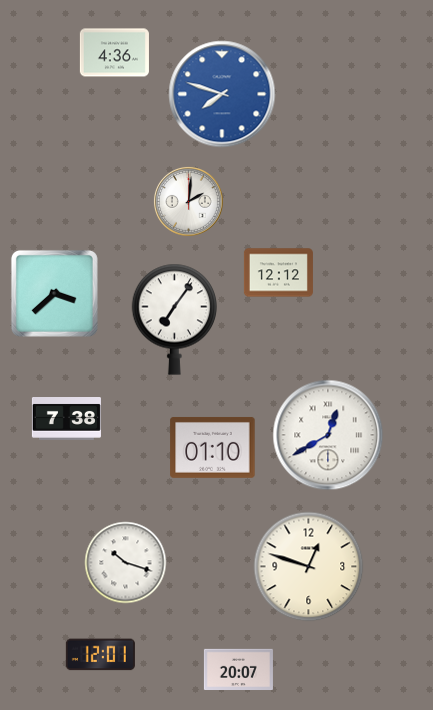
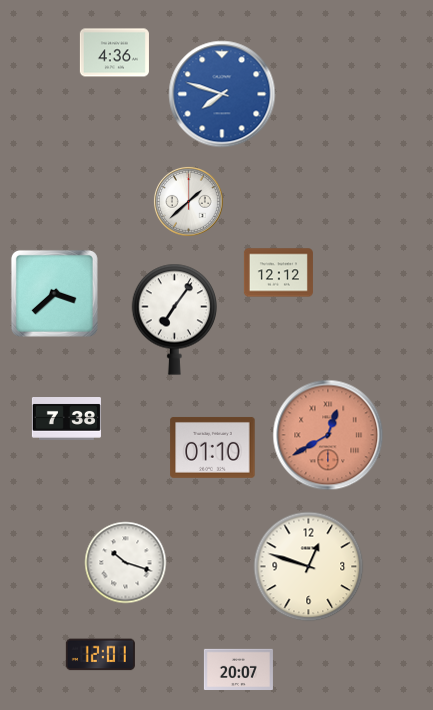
clock at (188, 201): 2:01 -> 1:38
clock at (328, 435) dial: white -> salmon
